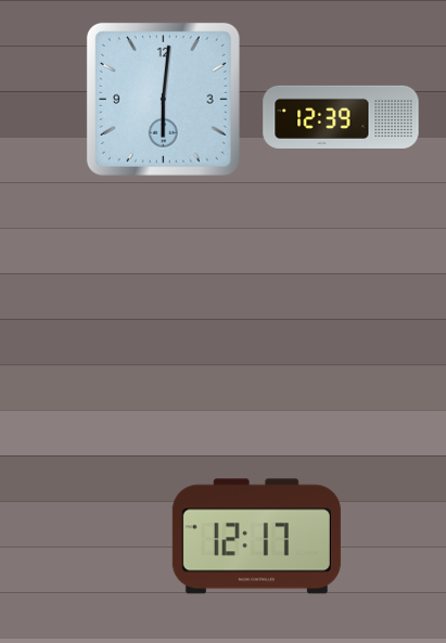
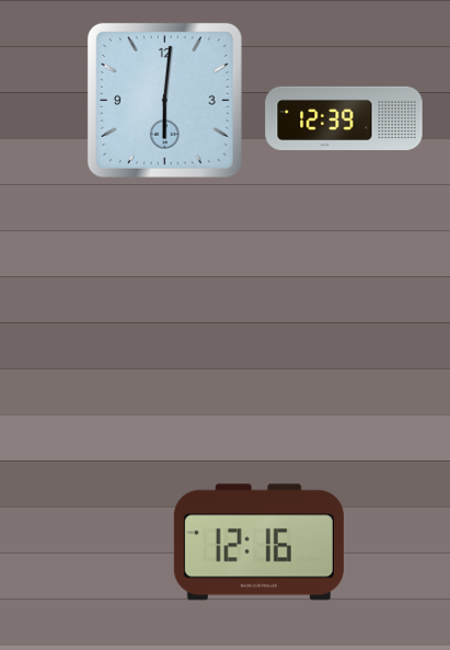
clock at (256, 537): 12:17 -> 12:16
